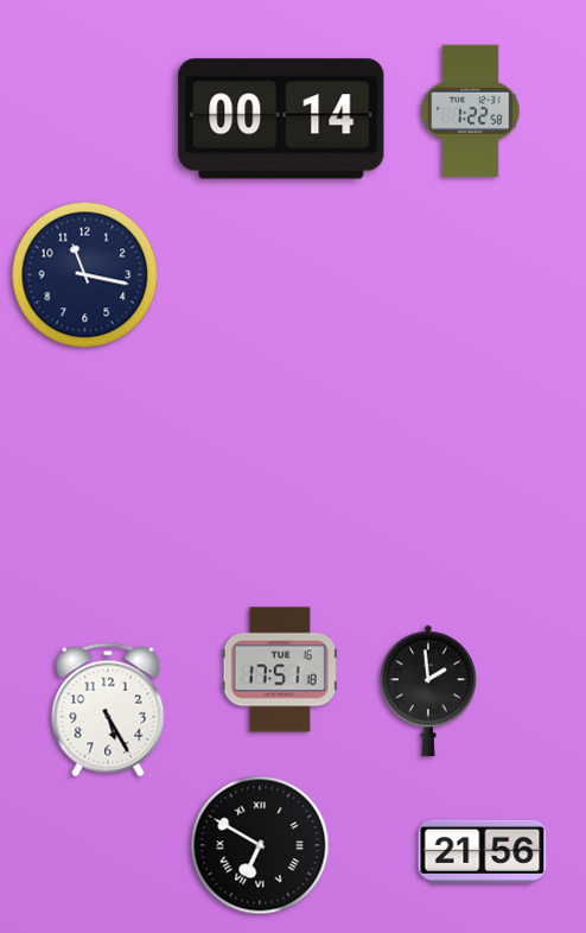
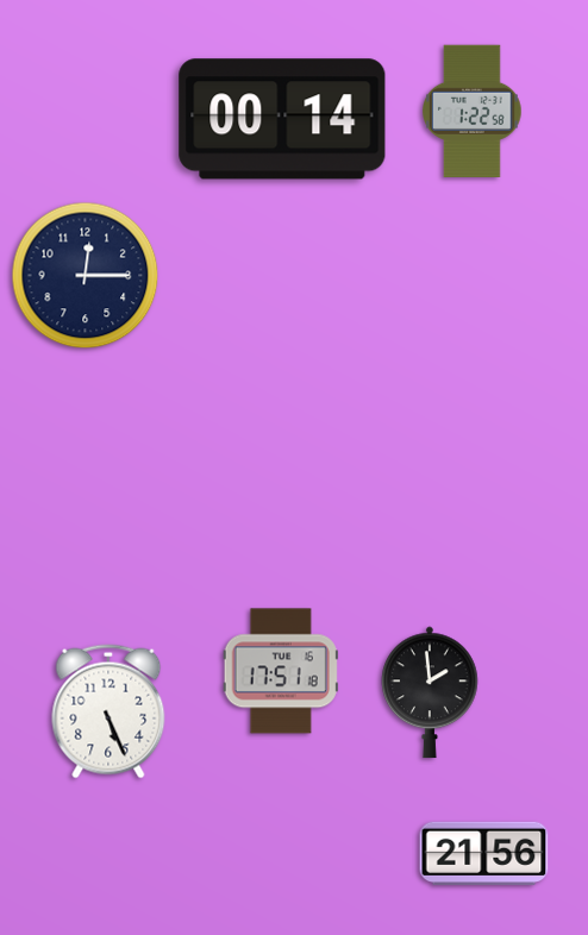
clock at (85, 275): 11:17 -> 12:15
clock at (108, 710): 5:25 -> 5:26
clock at (260, 845): 6:50 -> none
